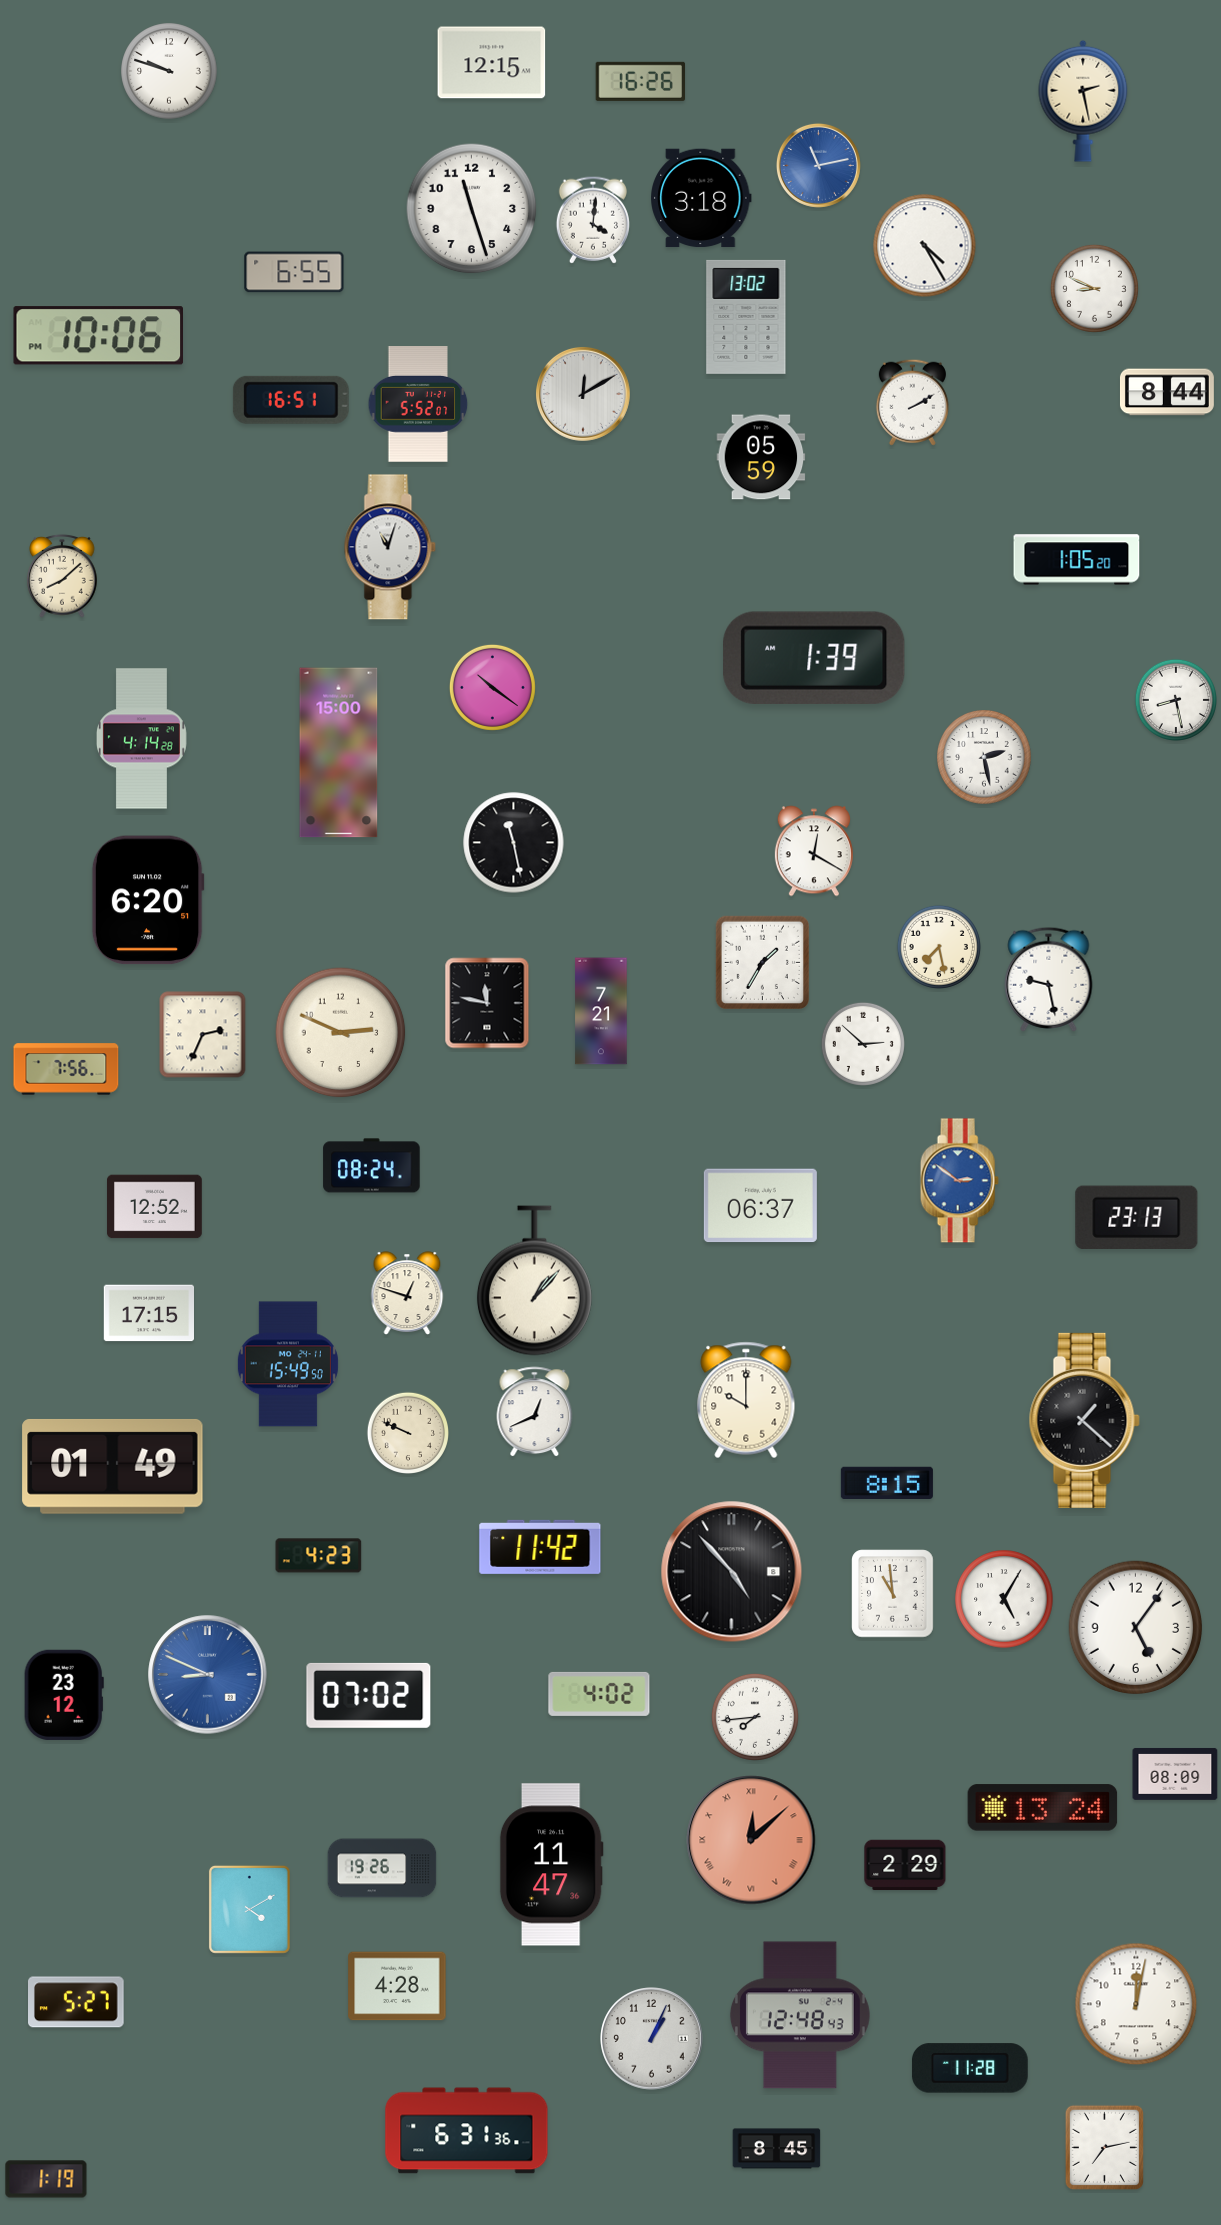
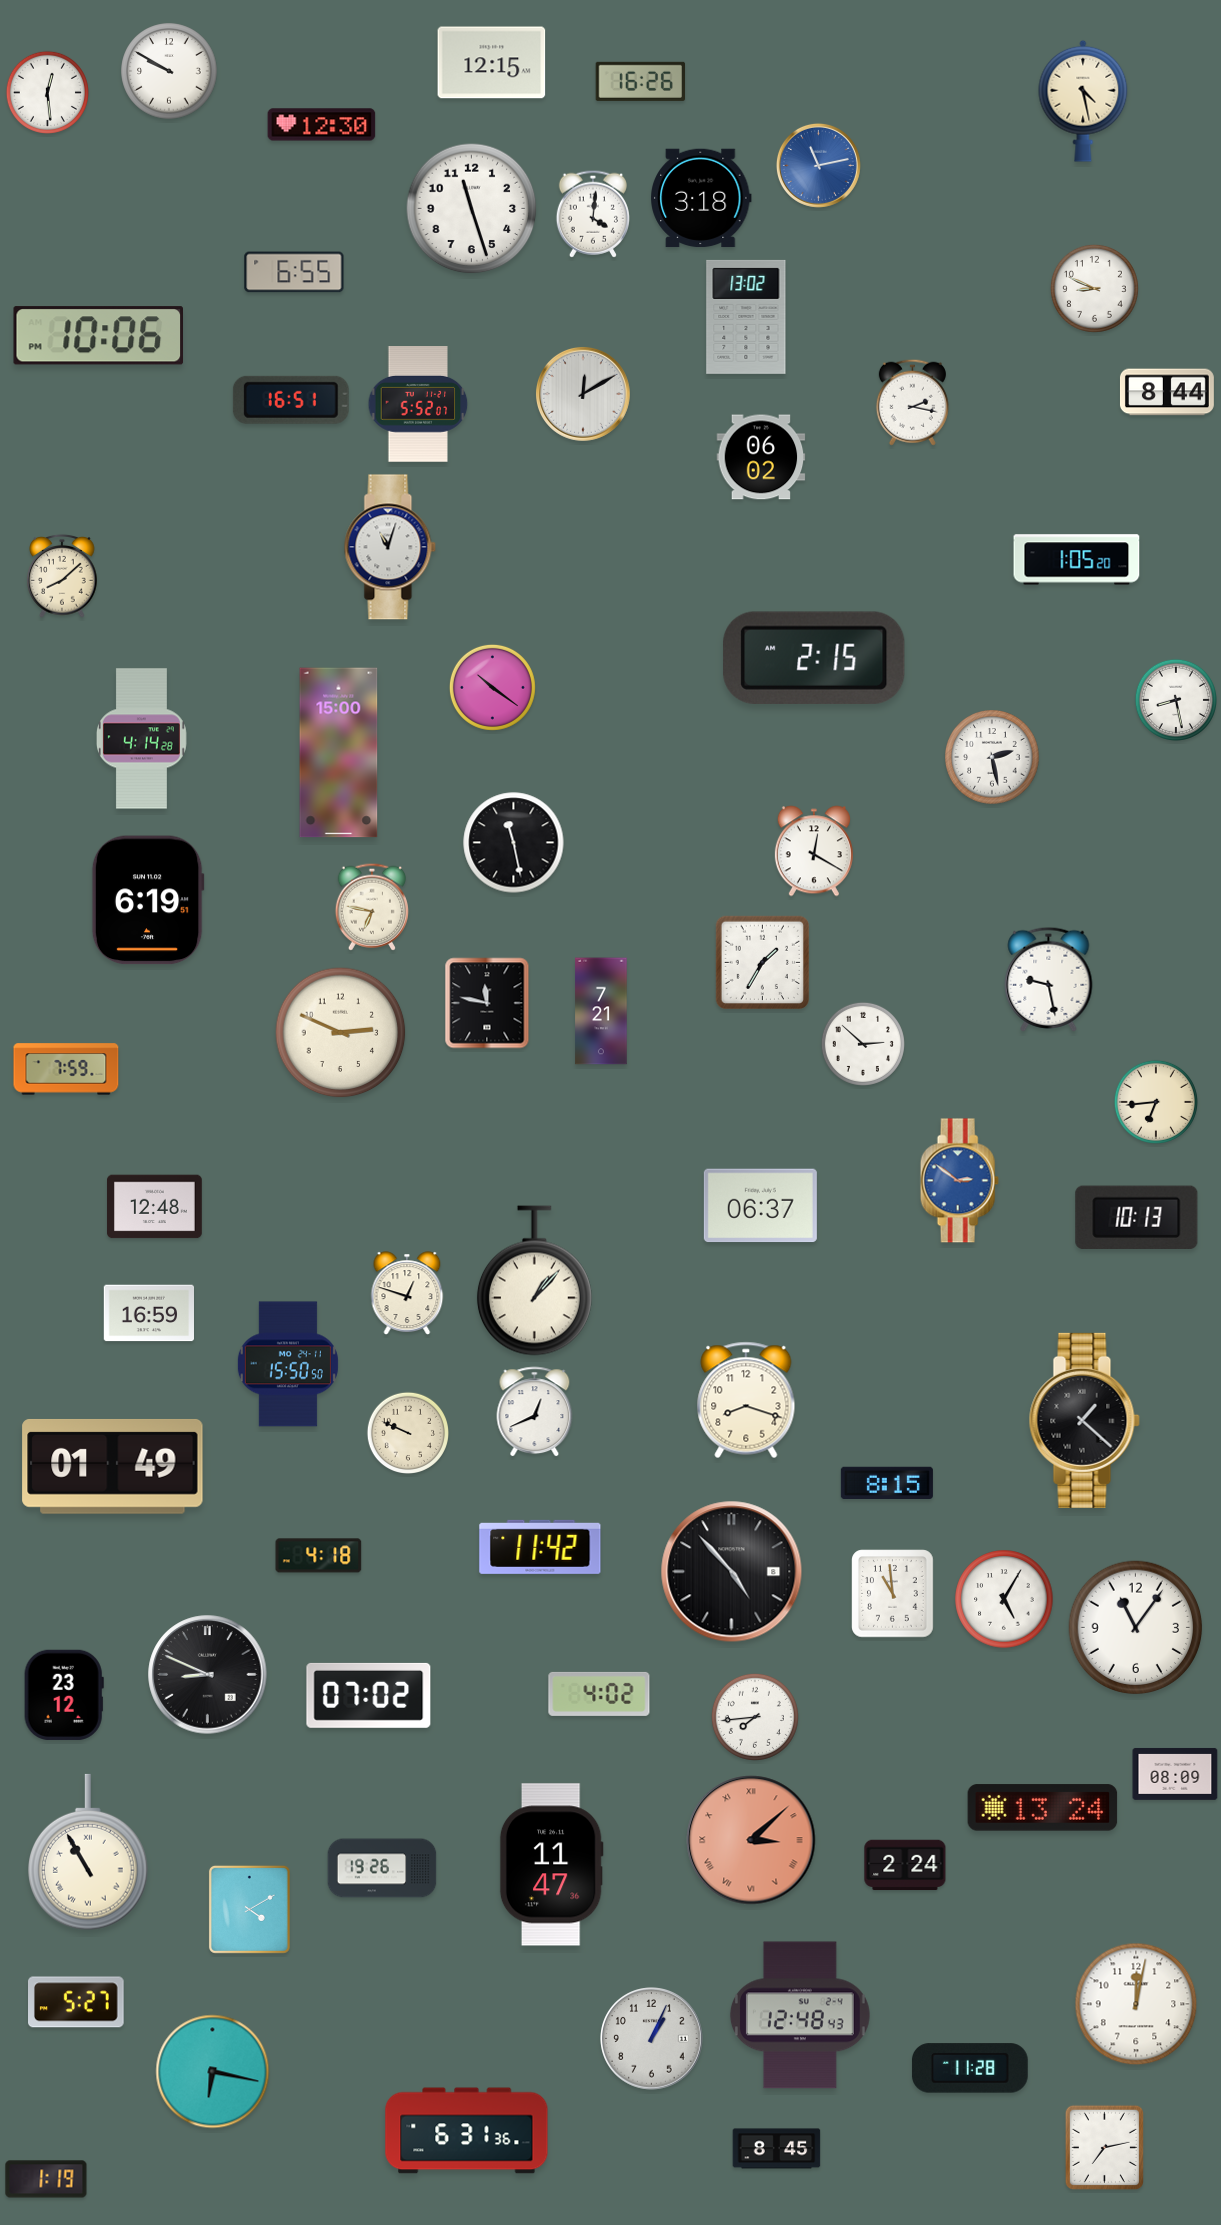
clock at (169, 71): 9:48 -> 9:50
clock at (47, 92): none -> 12:29
clock at (1083, 101): 2:28 -> 4:28
clock at (322, 125): none -> 12:30
clock at (593, 220) position: (593, 220) -> (593, 214)
clock at (925, 246): 4:25 -> none
clock at (912, 402): 2:10 -> 2:17
clock at (761, 457): 05:59 -> 06:02
clock at (814, 658): 1:39 -> 2:15
clock at (984, 757) position: (984, 757) -> (992, 757)
clock at (148, 900): 6:20 -> 6:19
clock at (372, 907): none -> 6:47
clock at (939, 947): 7:28 -> none
clock at (203, 1035): 2:34 -> none
clock at (66, 1069): 7:56 -> 7:59
clock at (1156, 1102): none -> 6:44
clock at (372, 1166): 08:24 -> none
clock at (155, 1207): 12:52 -> 12:48
clock at (1137, 1217): 23:13 -> 10:13
clock at (148, 1313): 17:15 -> 16:59
clock at (288, 1364): 15:49 -> 15:50
clock at (746, 1400): 10:00 -> 8:18
clock at (319, 1556): 4:23 -> 4:18
clock at (1136, 1628): 5:06 -> 11:06
clock at (208, 1675) dial: blue -> black
clock at (751, 1840): 12:08 -> 3:08
clock at (89, 1852): none -> 10:55
clock at (905, 1865): 2:29 -> 2:24
clock at (397, 1986): 4:28 -> none
clock at (213, 2072): none -> 6:17
